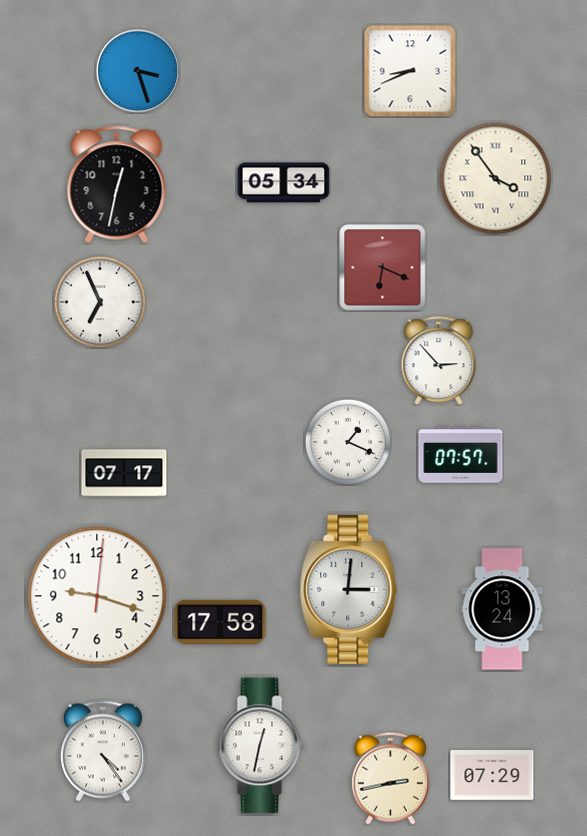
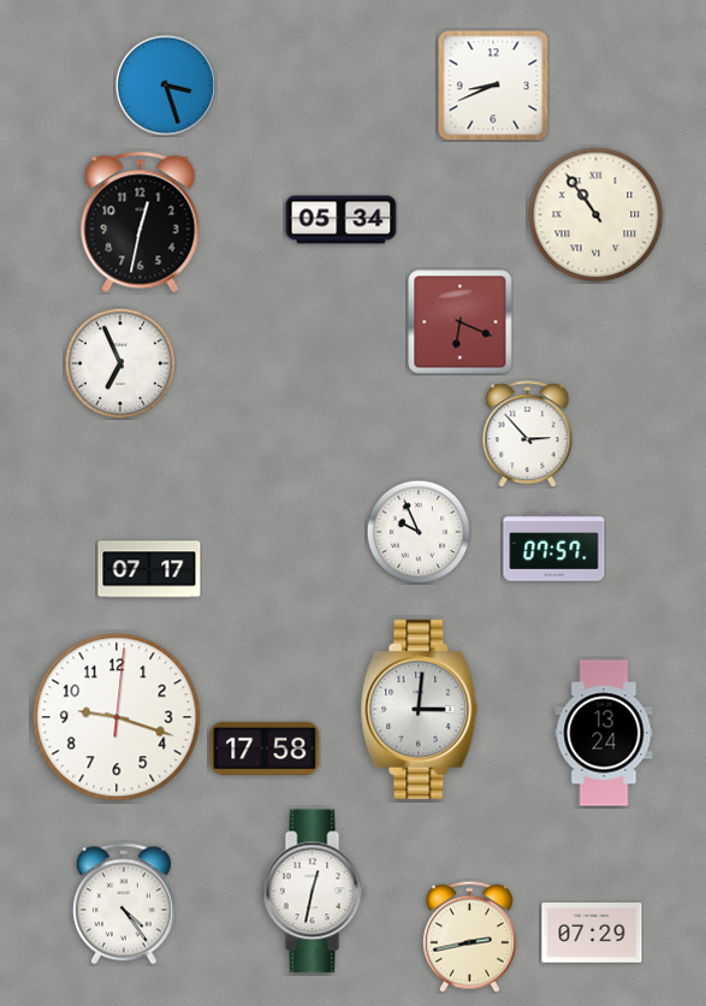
clock at (496, 179): 3:54 -> 10:54
clock at (348, 442): 1:19 -> 9:56
clock at (262, 746) position: (262, 746) -> (315, 892)
